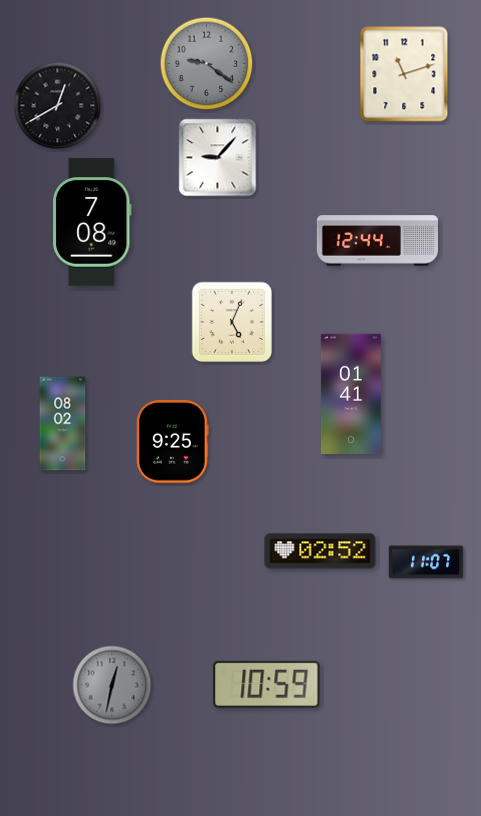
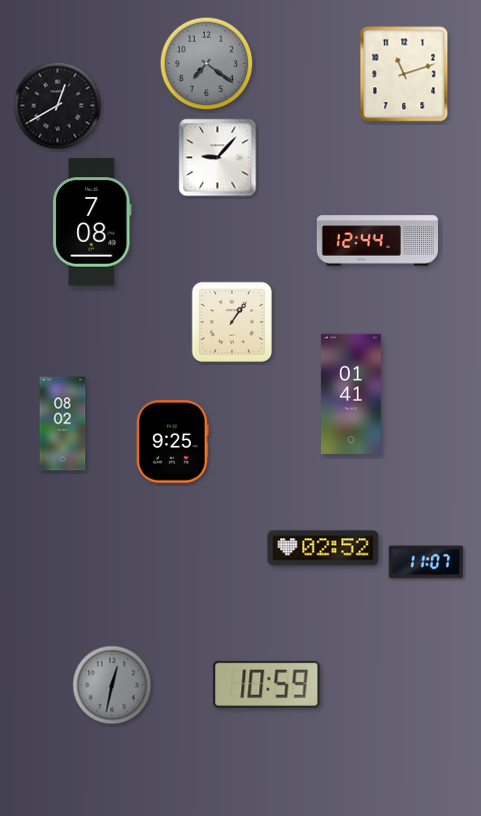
clock at (207, 64): 9:21 -> 7:21
clock at (231, 321): 5:04 -> 1:06
clock at (320, 551) position: (320, 551) -> (323, 548)
